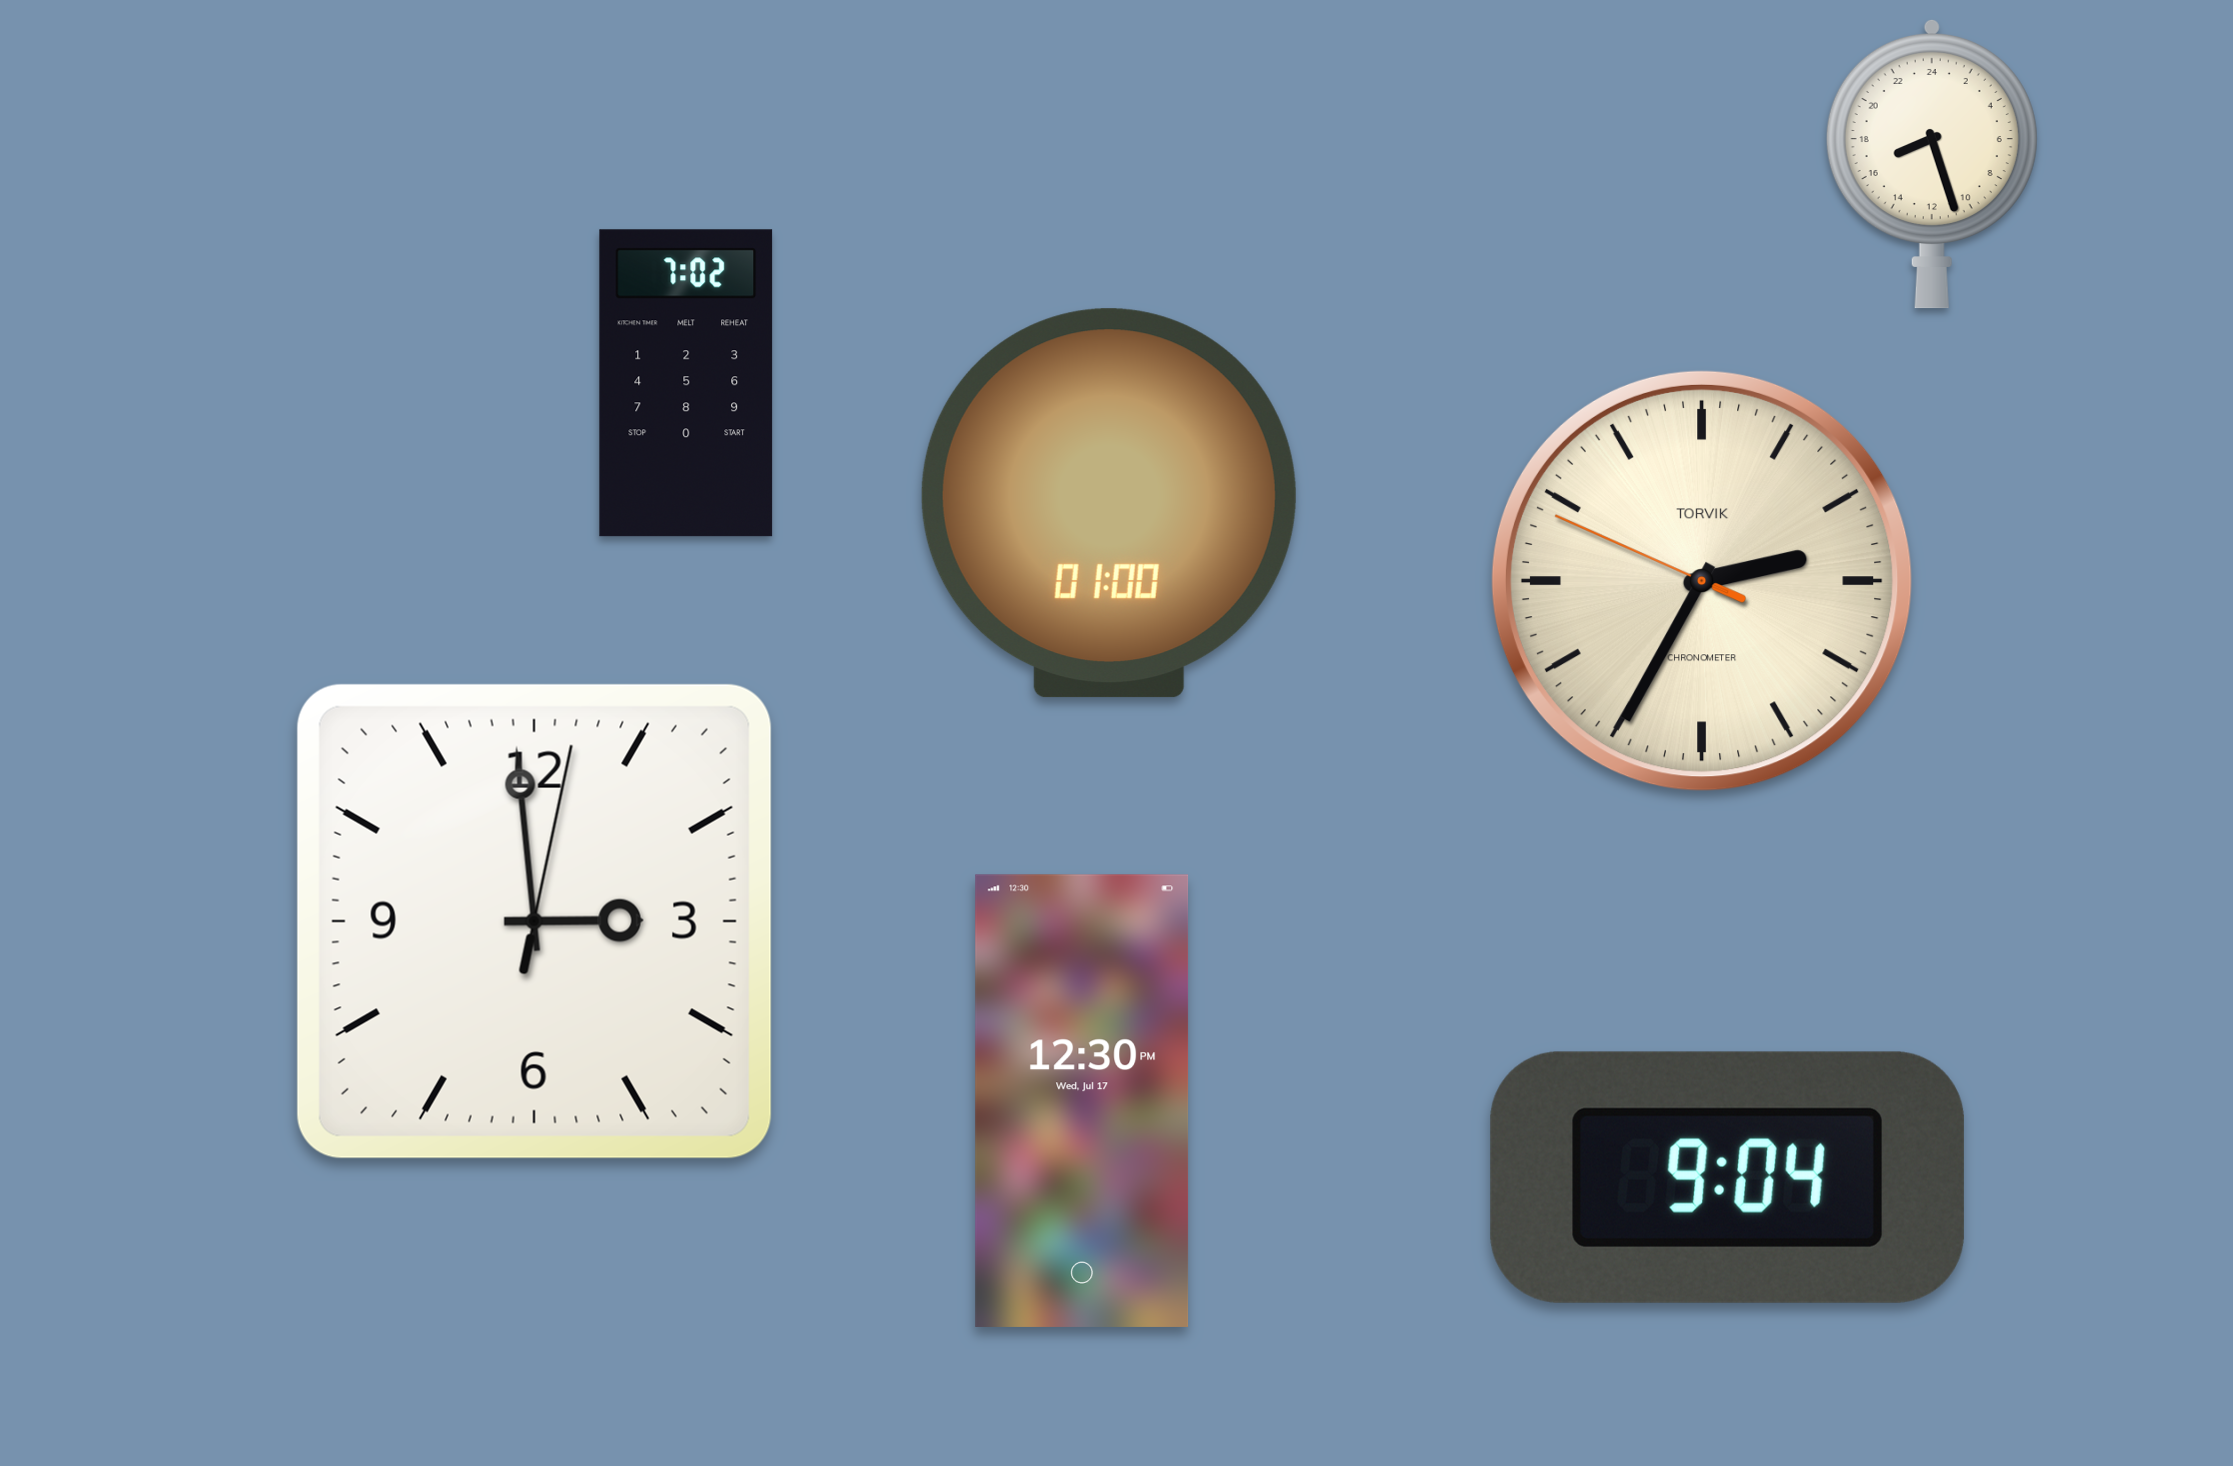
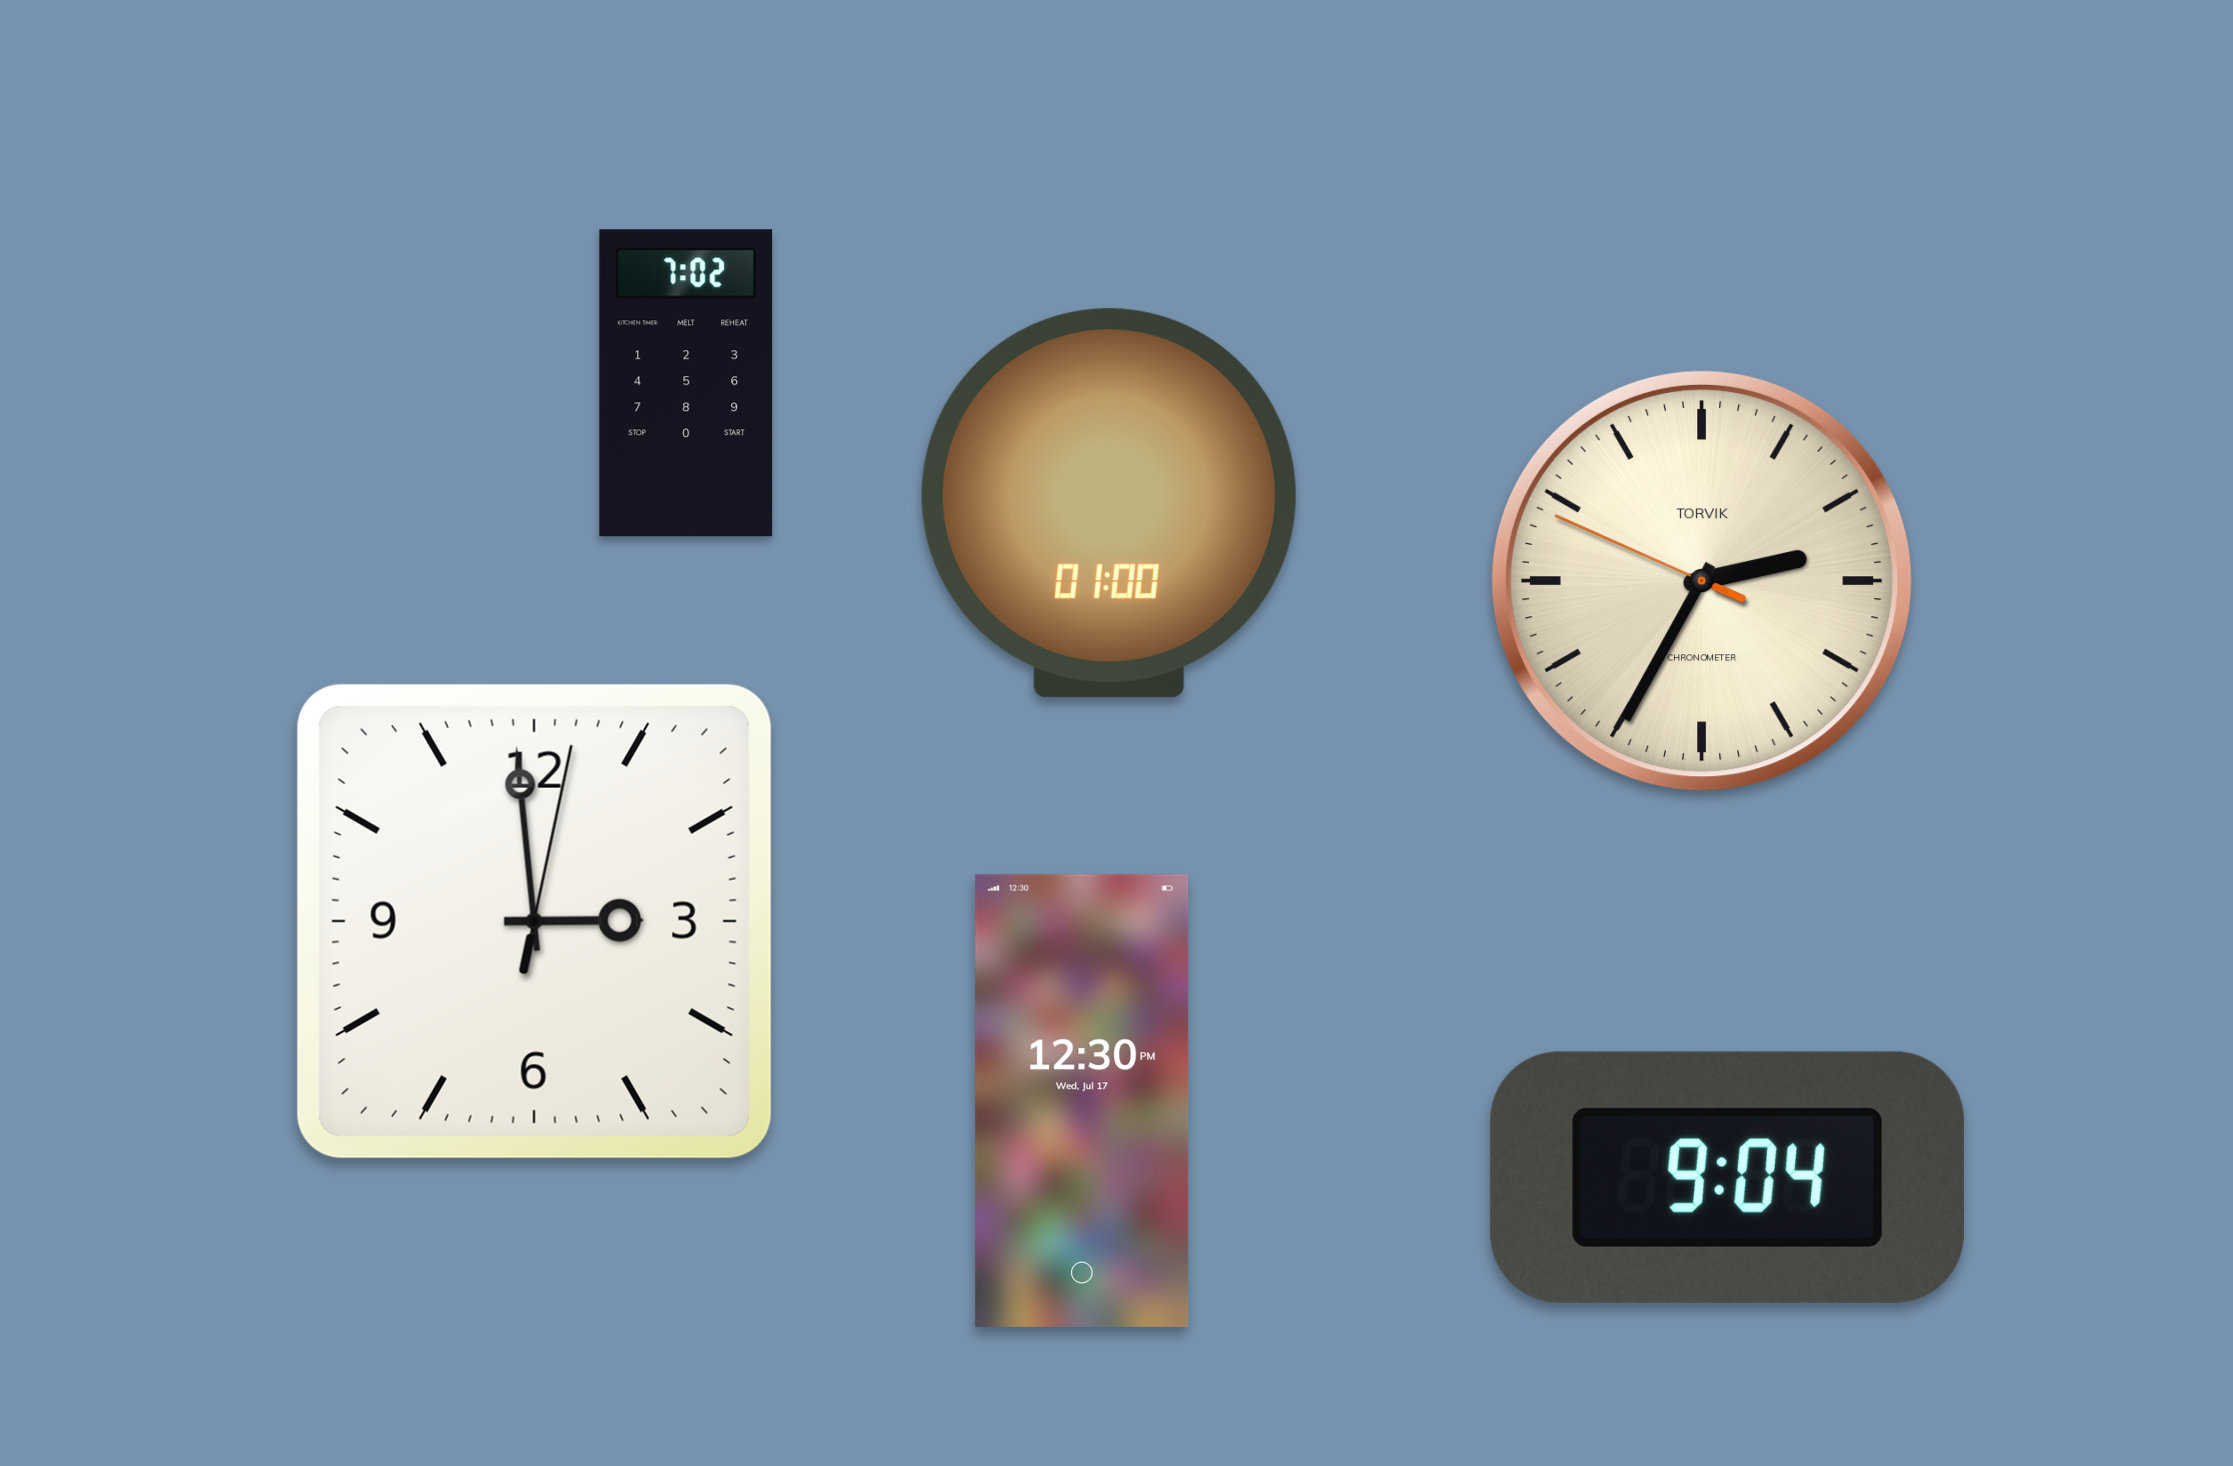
clock at (1932, 164): 16:27 -> none
